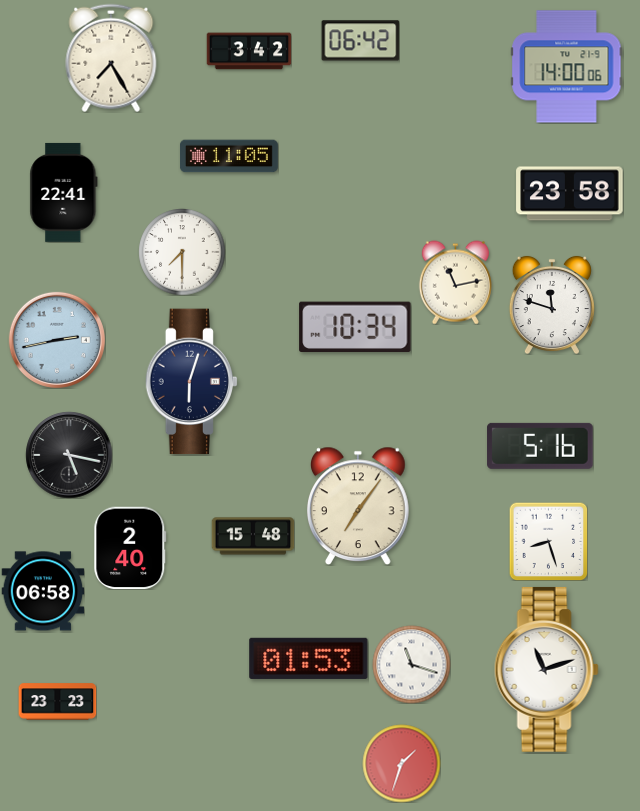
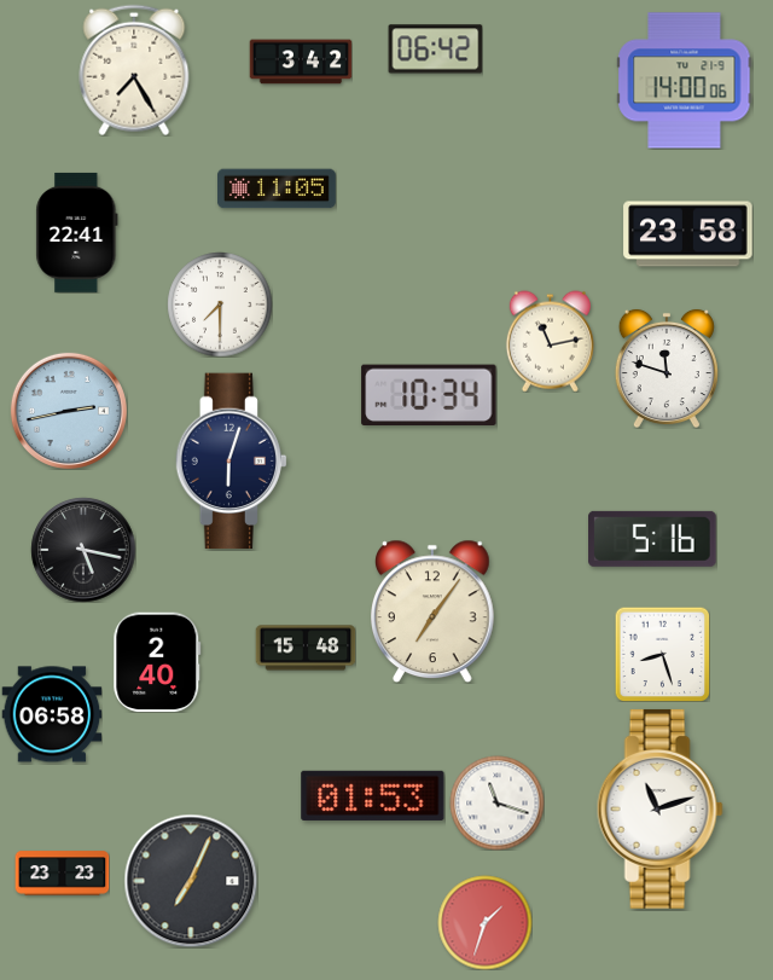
clock at (57, 702) position: (57, 702) -> (62, 874)
clock at (191, 881): none -> 7:04
